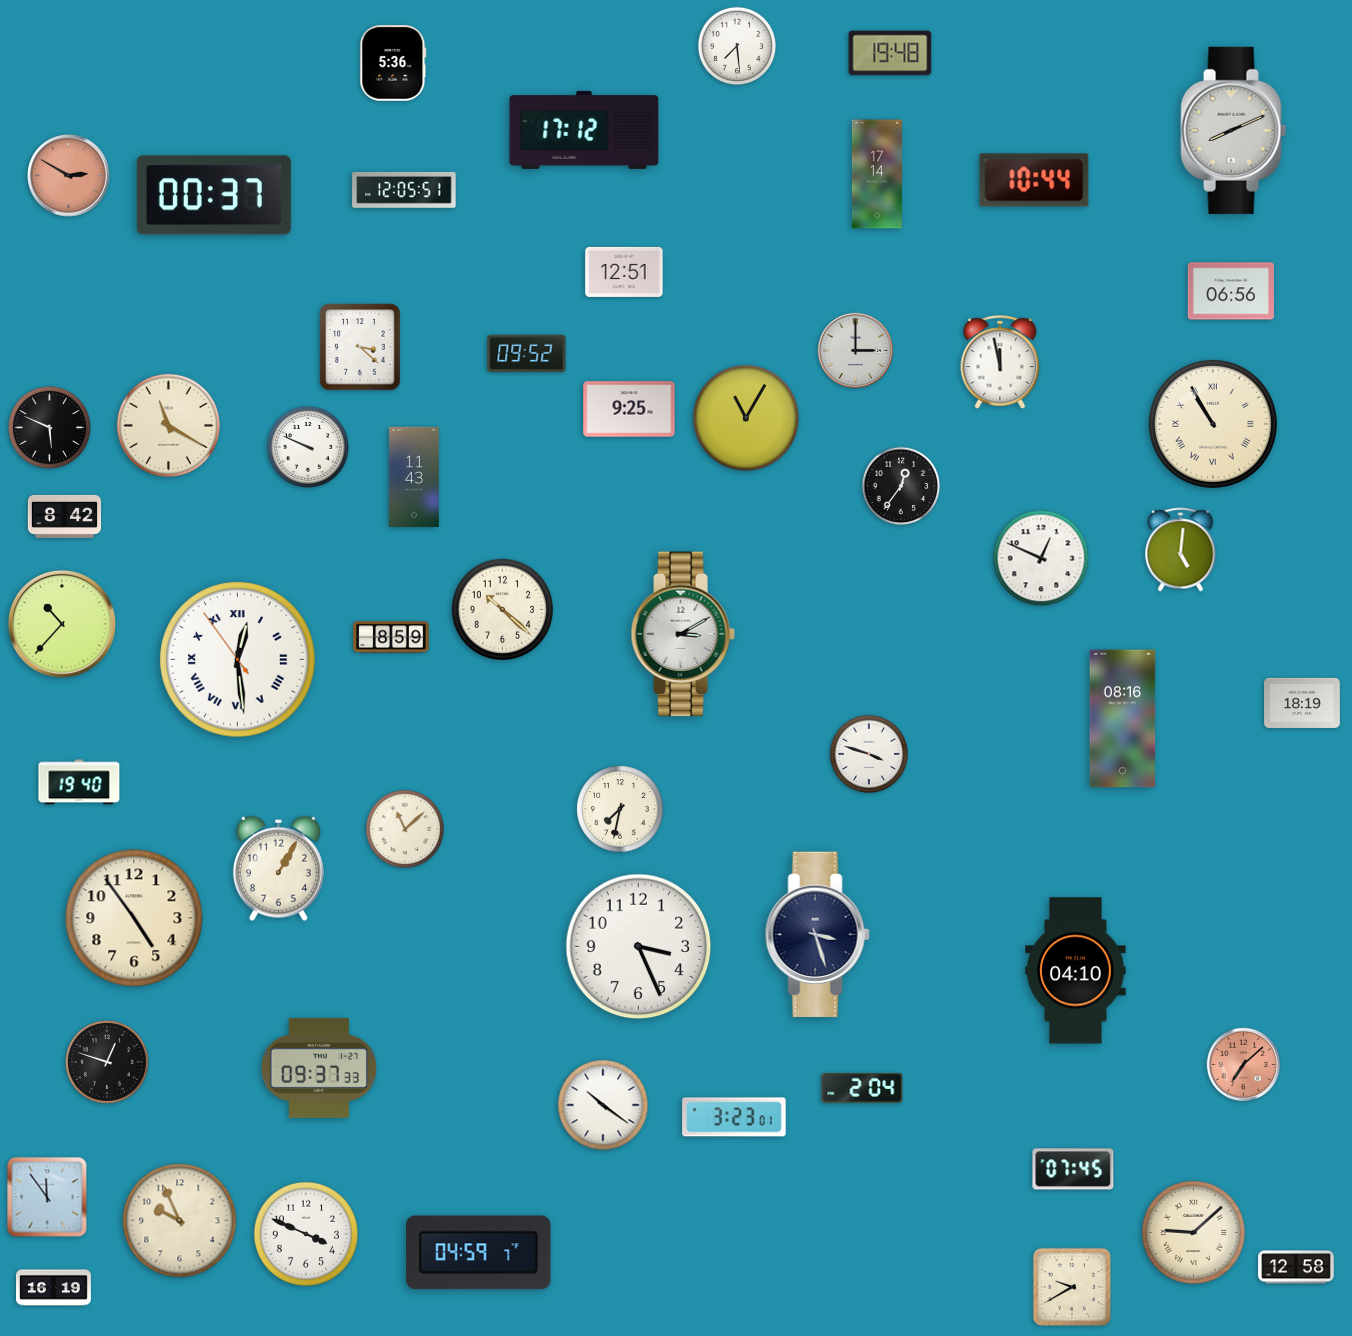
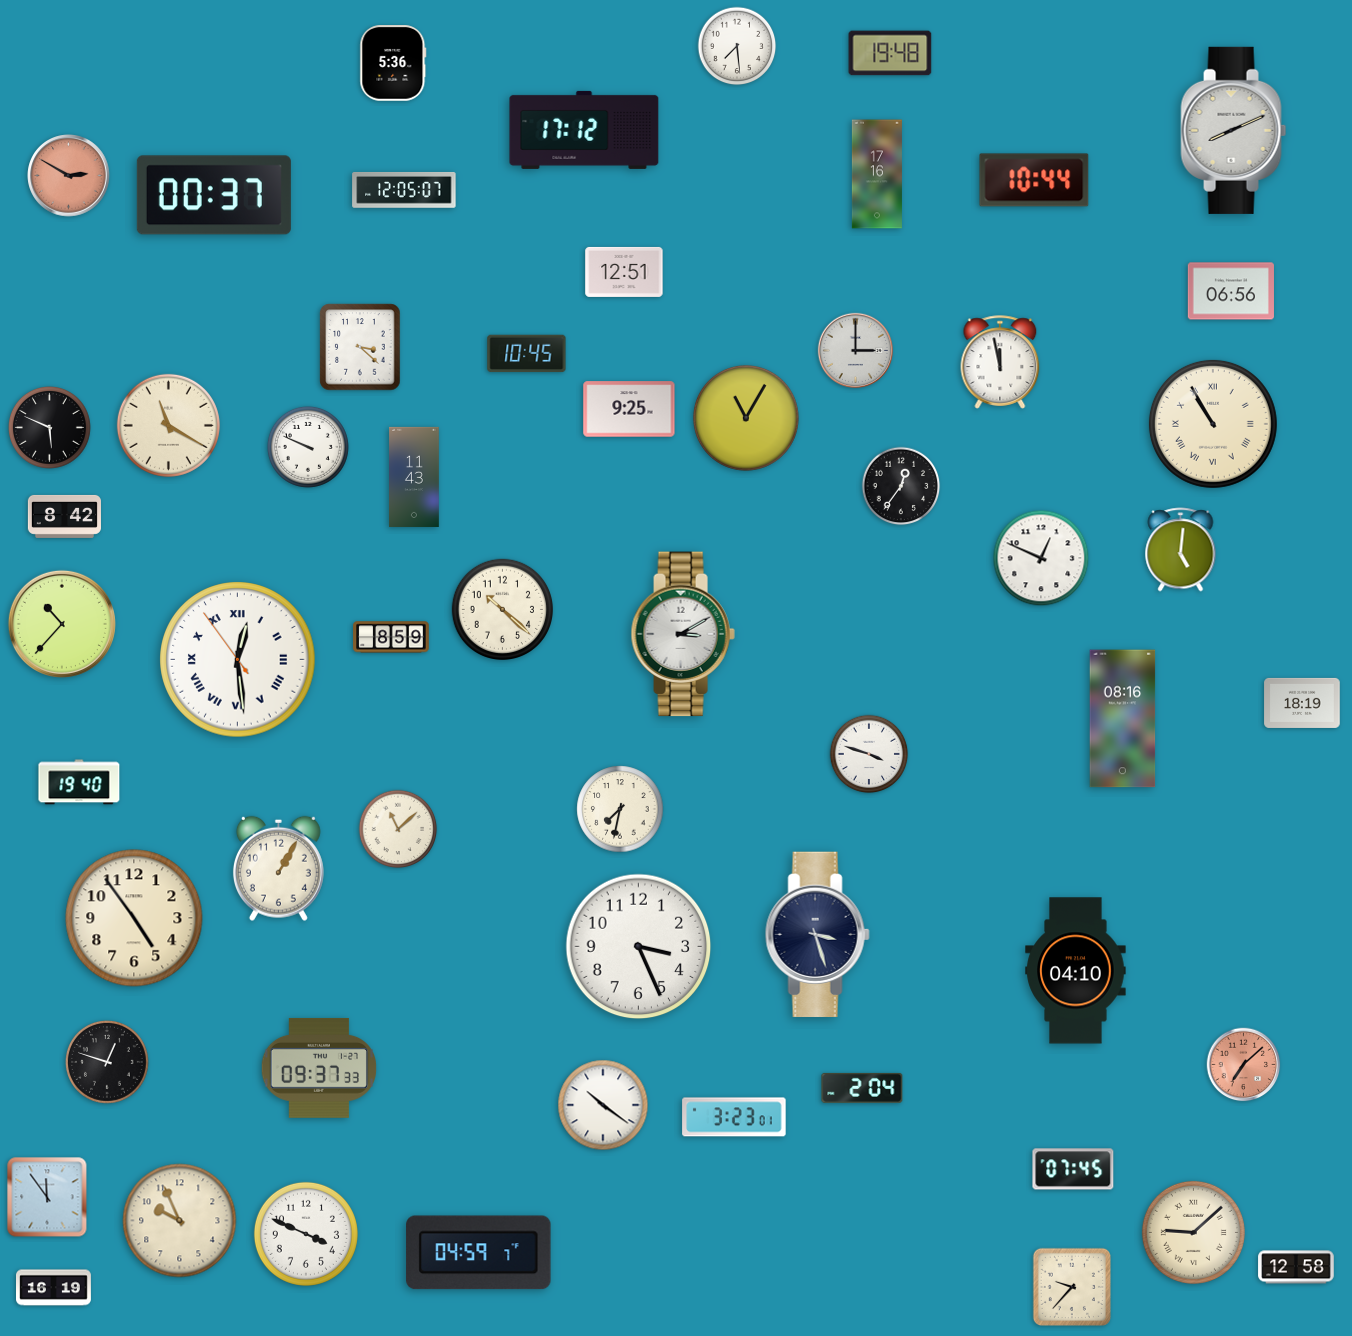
clock at (877, 174): 17:14 -> 17:16
clock at (404, 190): 12:05:51 -> 12:05:07
clock at (527, 354): 09:52 -> 10:45
clock at (405, 829) position: (405, 829) -> (398, 829)
clock at (1072, 1287): 9:40 -> 9:37
